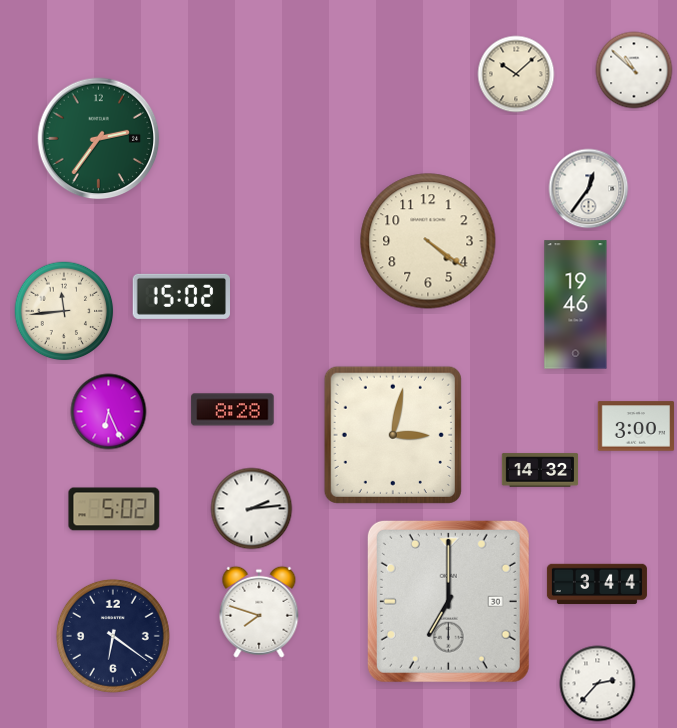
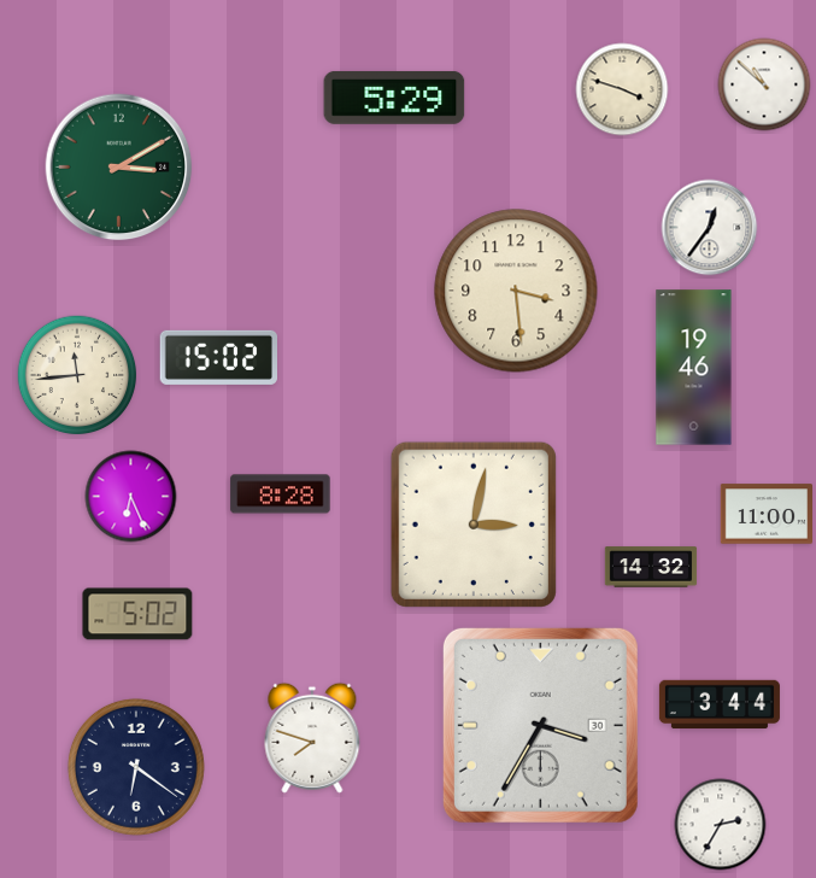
clock at (516, 74): 10:08 -> 3:48
clock at (394, 98): none -> 5:29
clock at (99, 139): 2:36 -> 3:10
clock at (428, 241): 4:21 -> 3:29
clock at (635, 426): 3:00 -> 11:00
clock at (252, 509): 2:14 -> none
clock at (448, 601): 7:00 -> 3:35
clock at (598, 684): 2:37 -> 2:35
